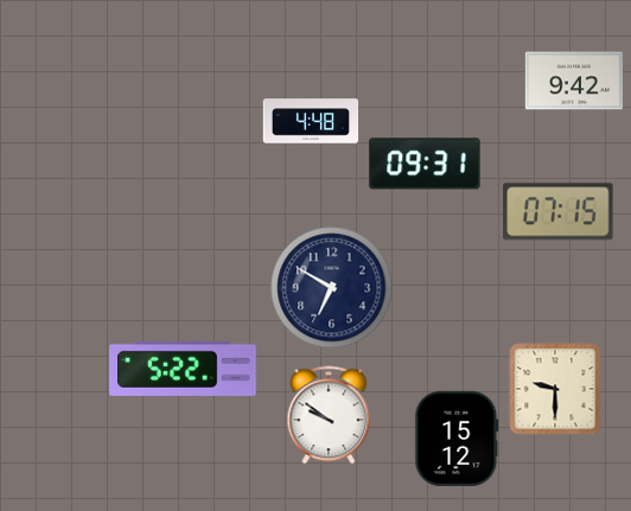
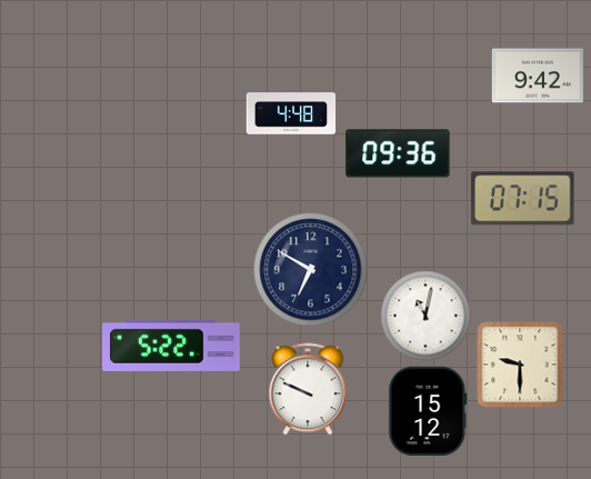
clock at (425, 164): 09:31 -> 09:36
clock at (425, 316): none -> 11:02
clock at (329, 415): 9:51 -> 9:49
